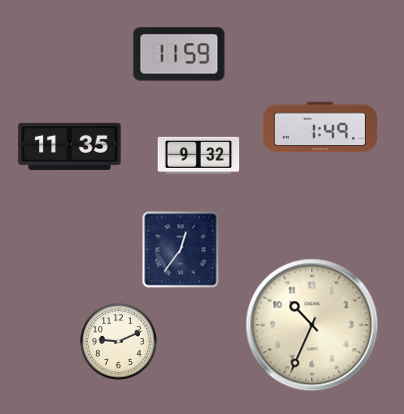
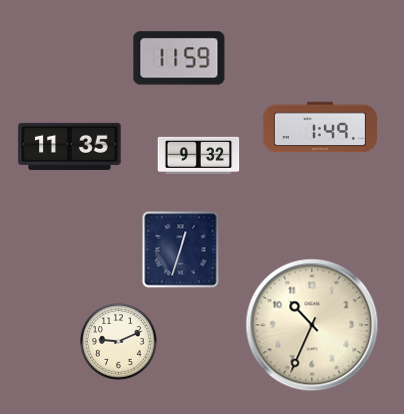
clock at (179, 54) position: (179, 54) -> (179, 58)
clock at (181, 250): 12:36 -> 12:33
